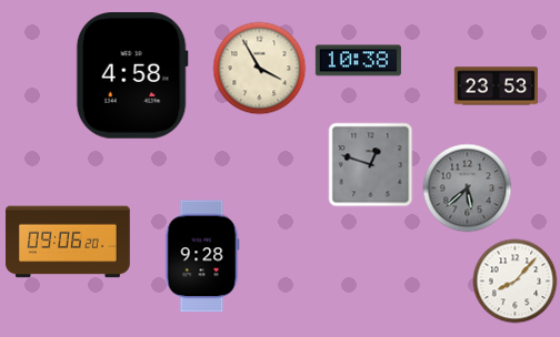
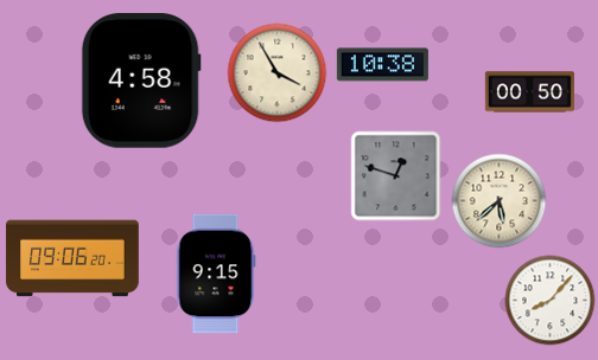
clock at (496, 86): 23:53 -> 00:50
clock at (468, 188) dial: grey -> cream
clock at (202, 256): 9:28 -> 9:15
